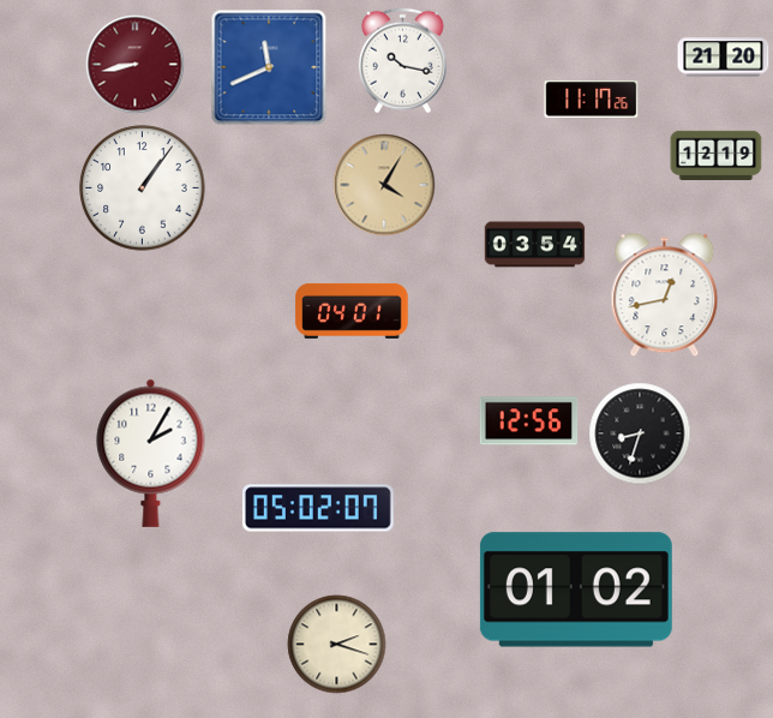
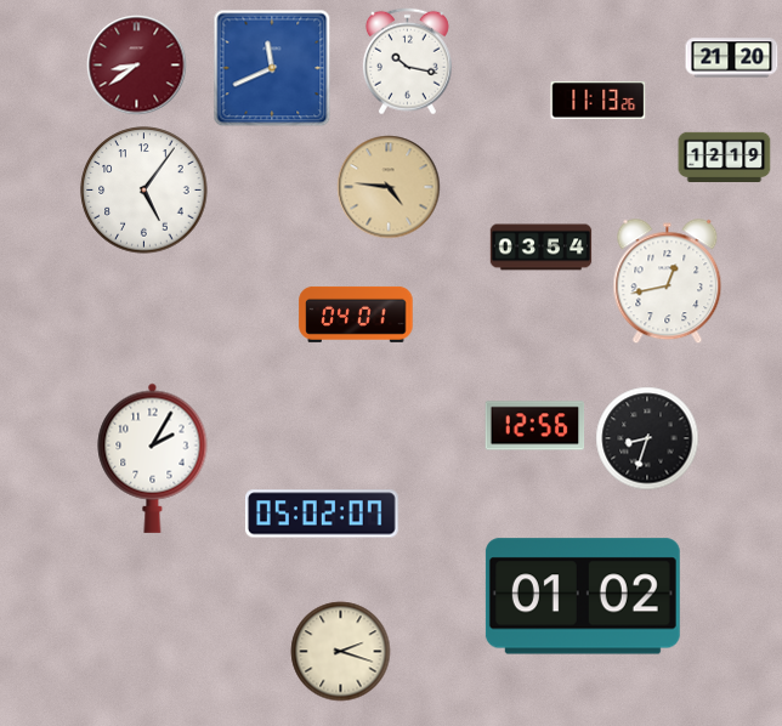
clock at (136, 65): 8:43 -> 8:39
clock at (592, 100): 11:17 -> 11:13
clock at (384, 185): 4:05 -> 4:46
clock at (143, 189): 1:06 -> 5:06
clock at (665, 295) position: (665, 295) -> (668, 282)
